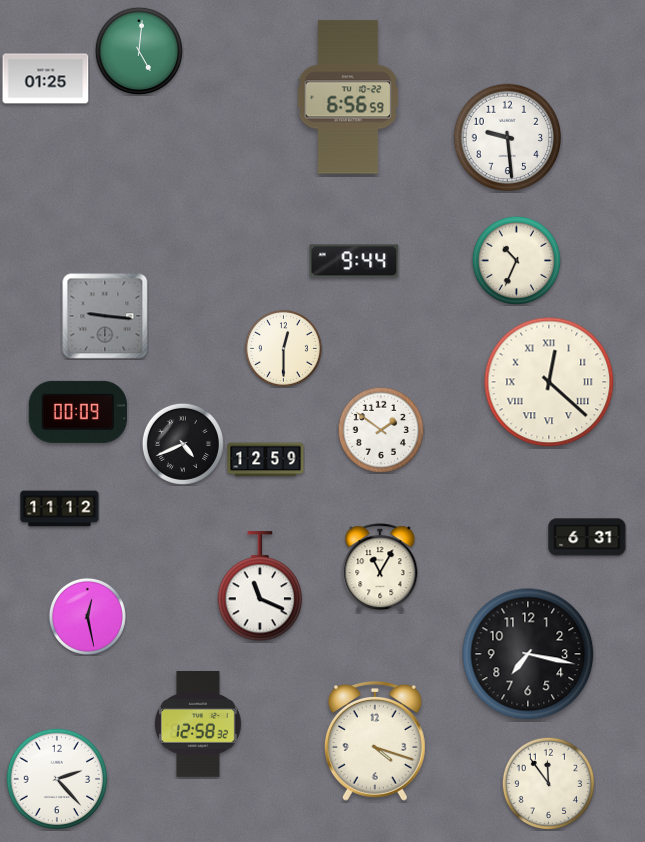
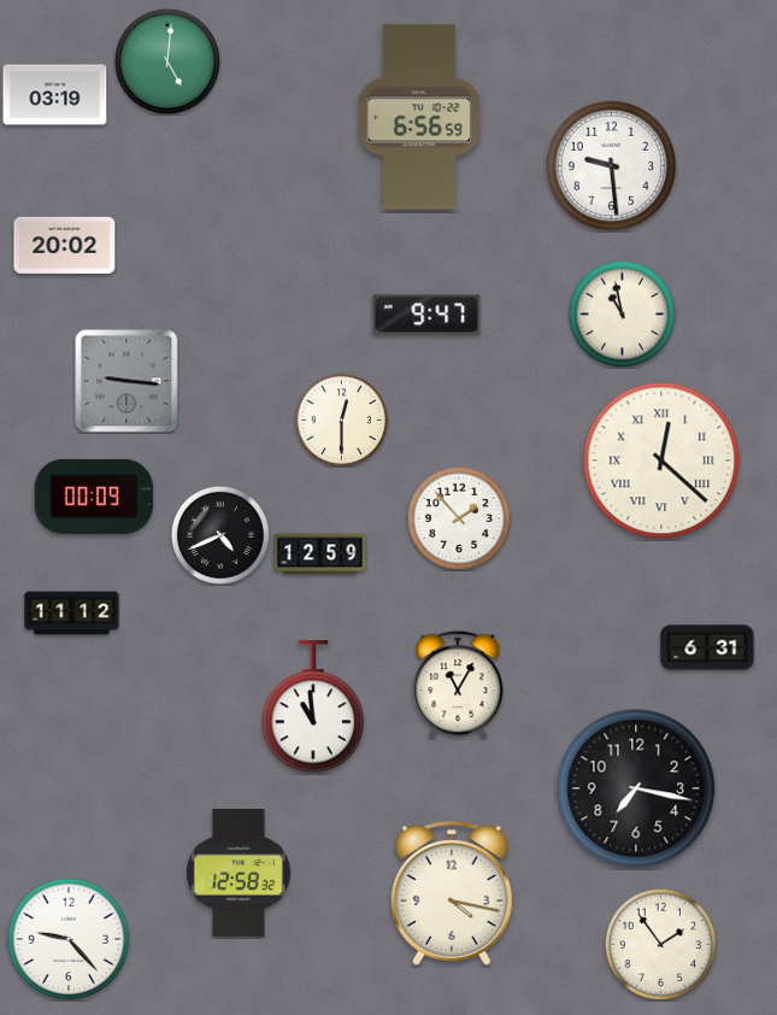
clock at (46, 79): 01:25 -> 03:19
clock at (65, 245): none -> 20:02
clock at (516, 260): 10:34 -> 10:58
clock at (354, 261): 9:44 -> 9:47
clock at (381, 430): 1:51 -> 1:53
clock at (260, 587): 11:19 -> 10:59
clock at (87, 616): 12:28 -> none
clock at (375, 742): 4:18 -> 4:17
clock at (57, 779): 2:23 -> 9:23
clock at (548, 783): 11:54 -> 1:54
